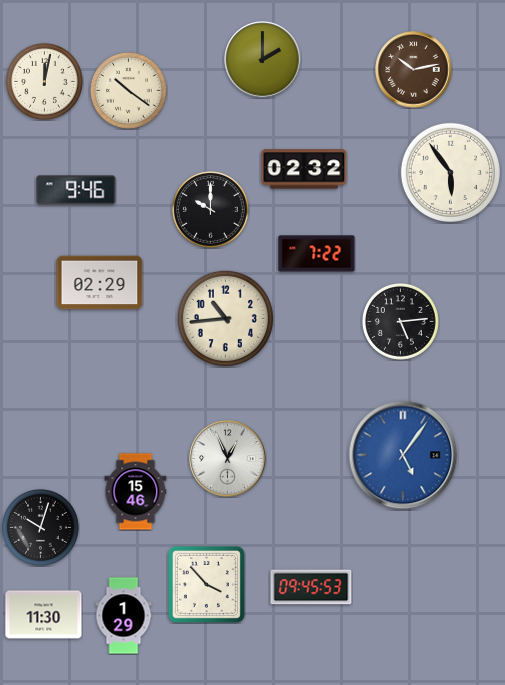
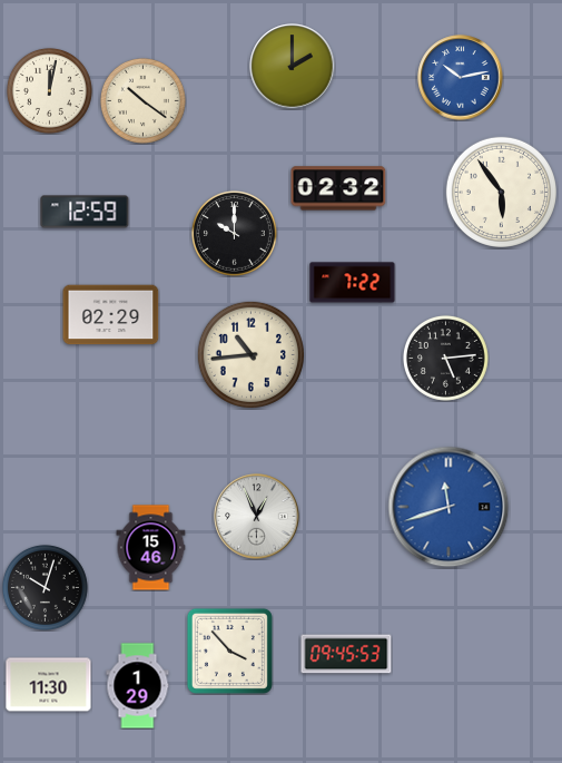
clock at (414, 70) dial: brown -> blue
clock at (76, 190): 9:46 -> 12:59
clock at (403, 455): 5:06 -> 11:42
clock at (228, 459) position: (228, 459) -> (257, 517)
